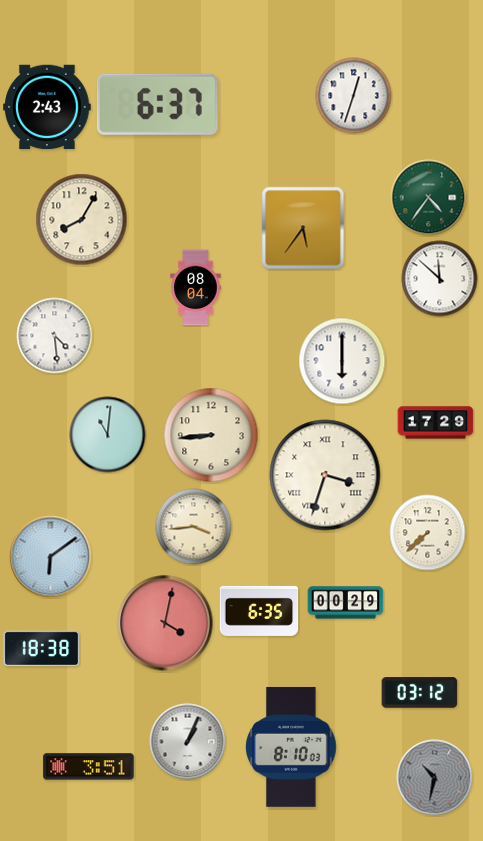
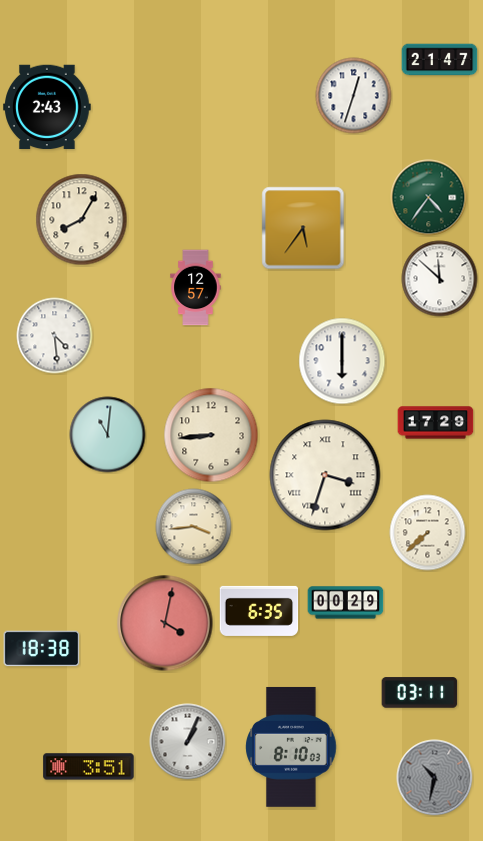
clock at (440, 60): none -> 21:47
clock at (157, 104): 6:37 -> none
clock at (196, 288): 08:04 -> 12:57
clock at (51, 557): 6:09 -> none
clock at (420, 693): 03:12 -> 03:11
